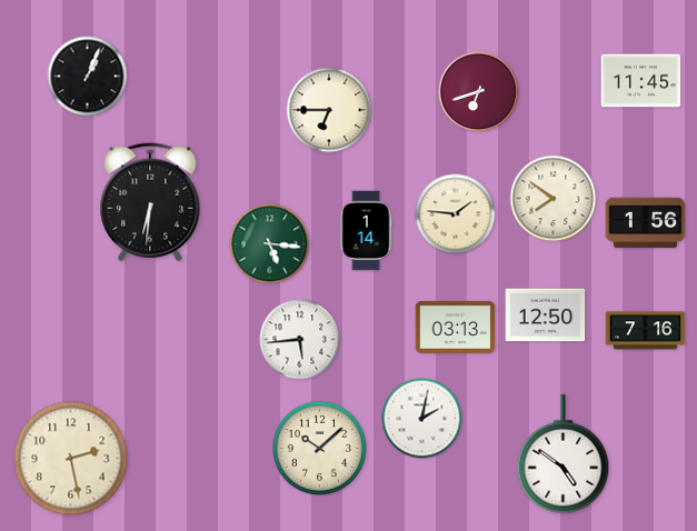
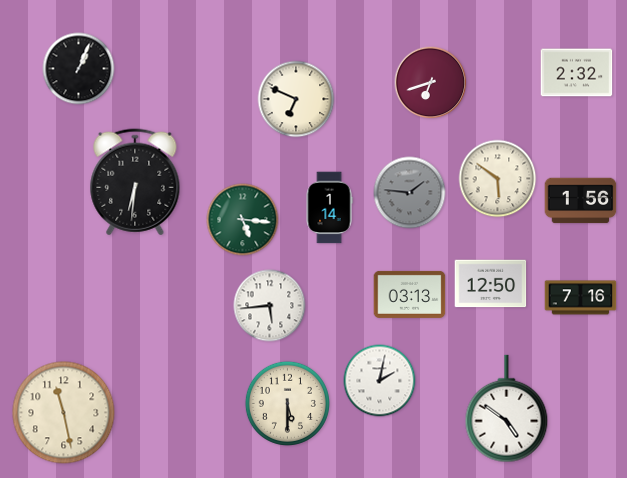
clock at (641, 81): 11:45 -> 2:32
clock at (329, 110): 6:45 -> 6:49
clock at (554, 199): 7:51 -> 5:51
clock at (456, 214) dial: cream -> grey
clock at (422, 419) position: (422, 419) -> (380, 381)
clock at (319, 448): 10:08 -> 5:30
clock at (71, 459): 2:28 -> 11:28
